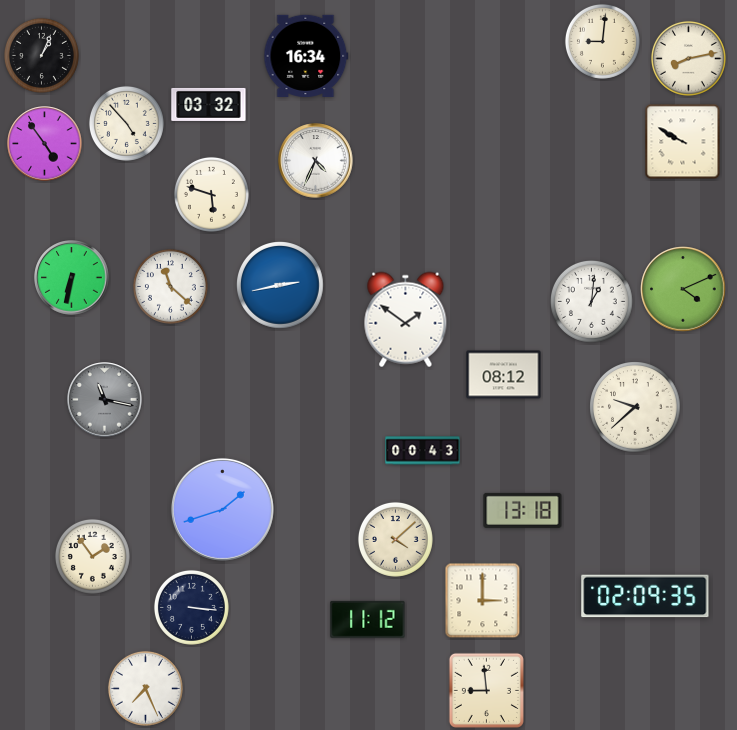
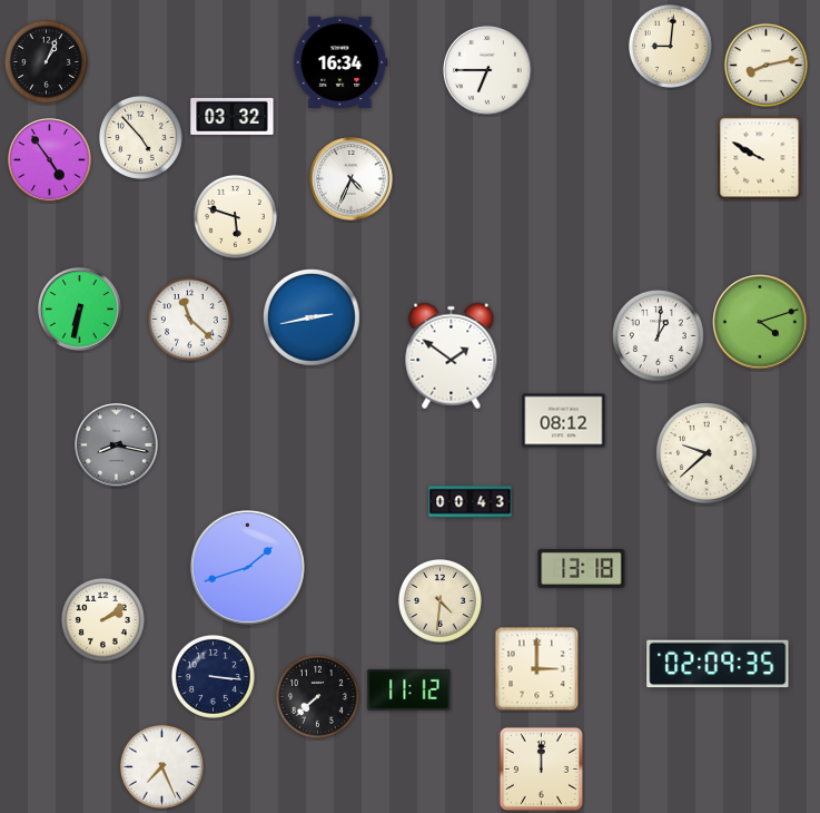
clock at (487, 70): none -> 6:45
clock at (683, 289): 4:11 -> 4:12
clock at (504, 375) position: (504, 375) -> (564, 421)
clock at (105, 400): 11:17 -> 8:17
clock at (395, 539): 4:08 -> 4:31
clock at (92, 556): 1:54 -> 2:09
clock at (317, 696): none -> 7:38
clock at (486, 690): 8:59 -> 12:00
